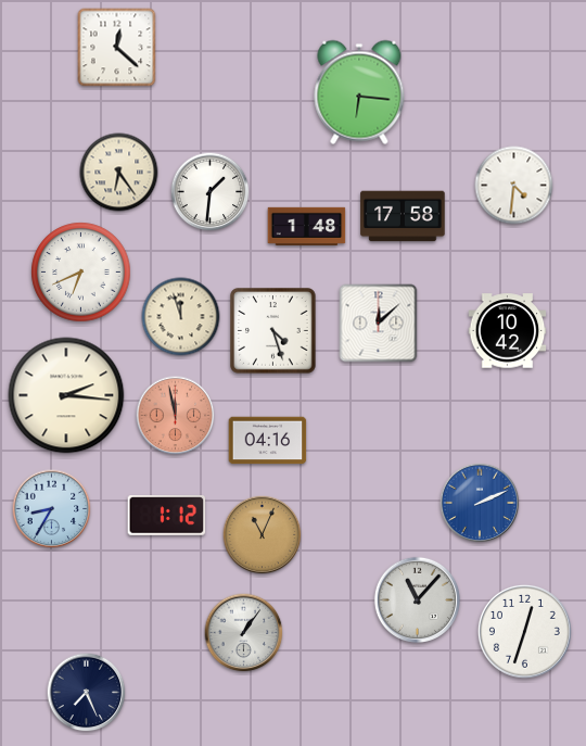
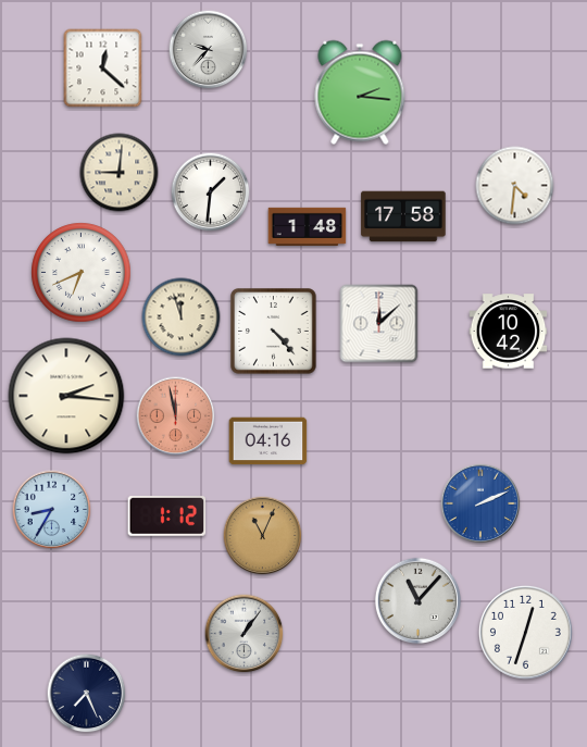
clock at (117, 48) position: (117, 48) -> (103, 69)
clock at (209, 50): none -> 9:37
clock at (359, 92): 6:16 -> 2:16
clock at (119, 173): 6:24 -> 9:01
clock at (273, 331): 4:27 -> 4:23
